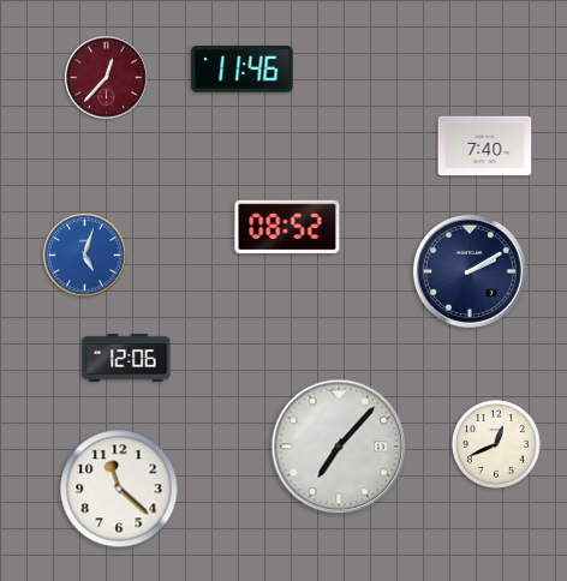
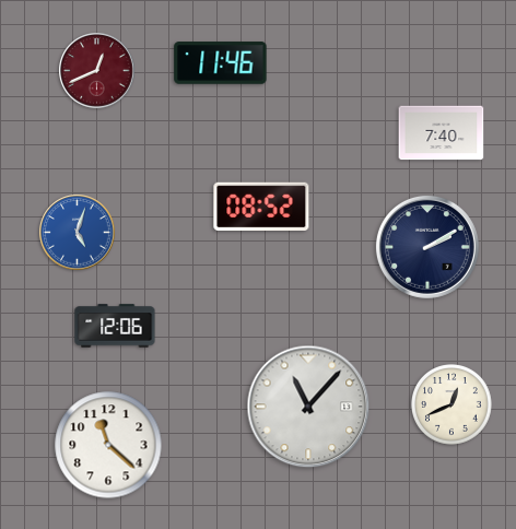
clock at (107, 78): 12:37 -> 12:41
clock at (339, 447): 7:07 -> 11:07
